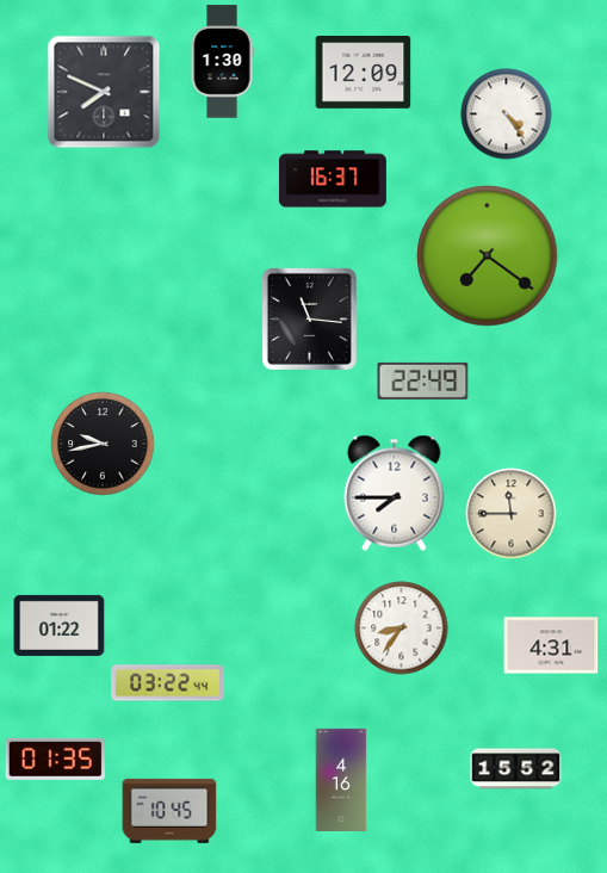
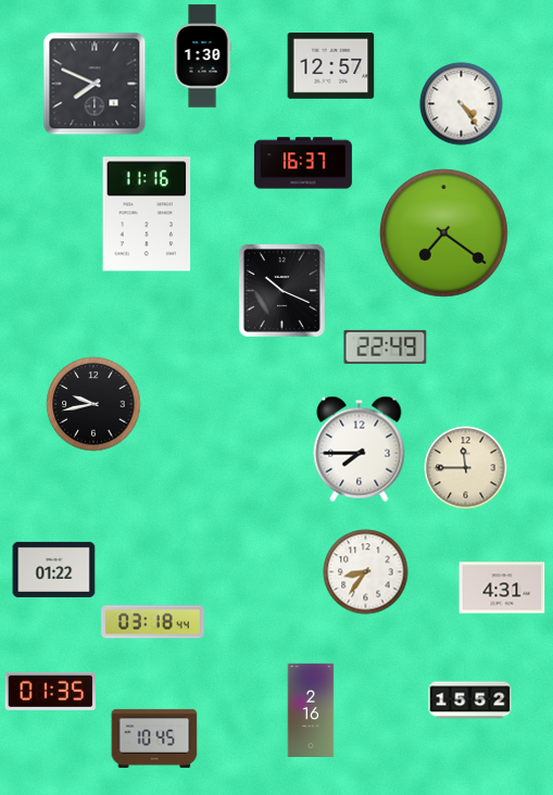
clock at (364, 73): 12:09 -> 12:57
clock at (147, 214): none -> 11:16
clock at (309, 318): 11:16 -> 10:19
clock at (168, 683): 03:22 -> 03:18
clock at (341, 779): 4:16 -> 2:16
